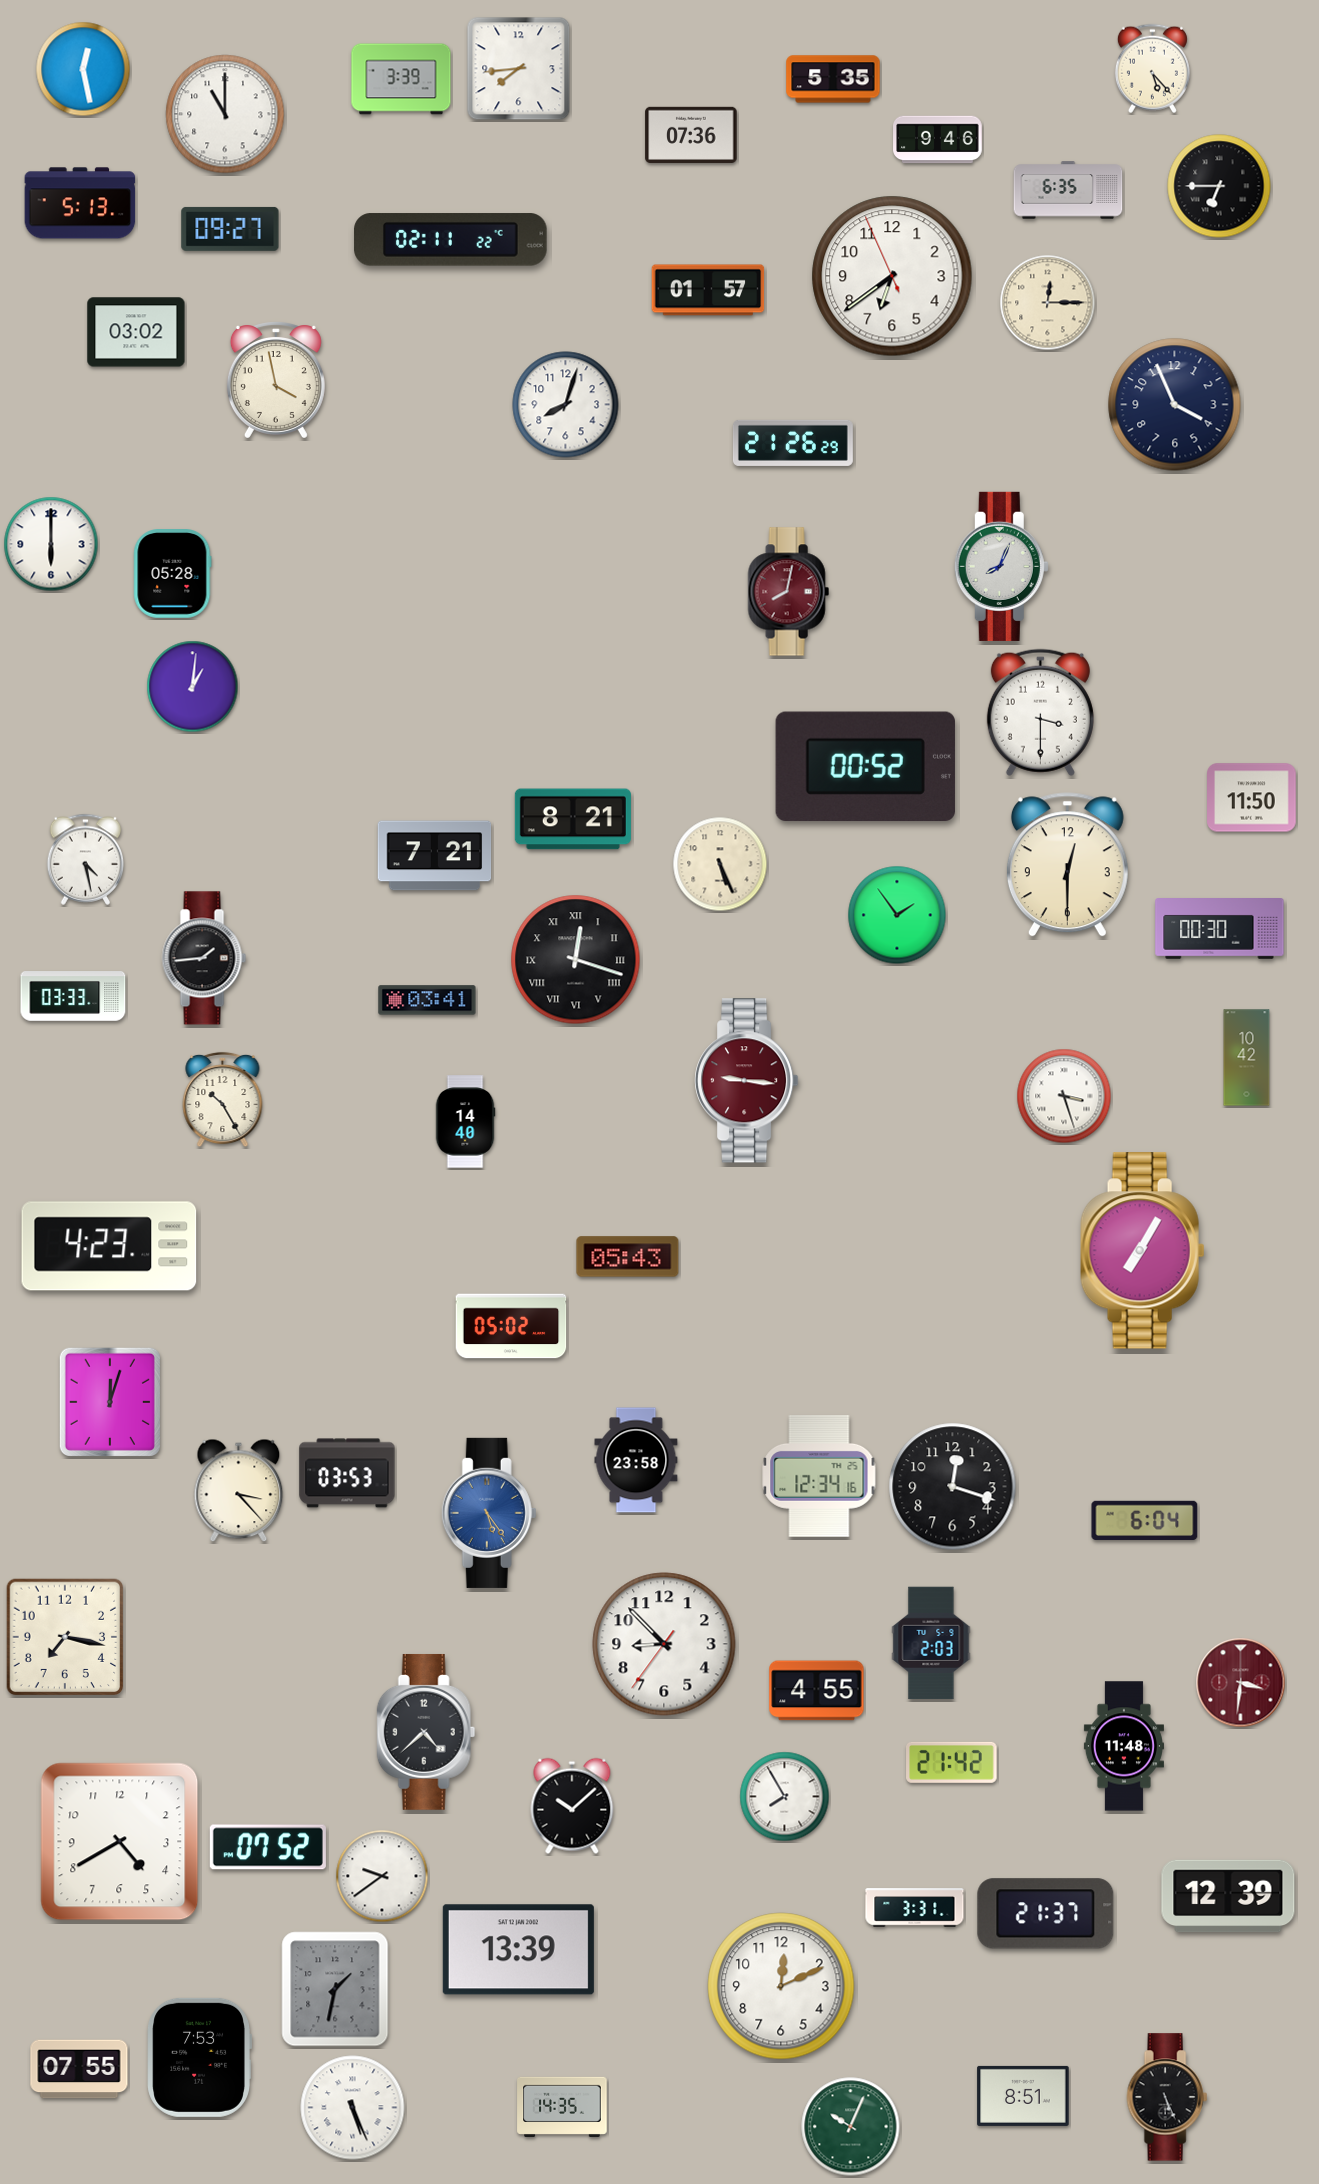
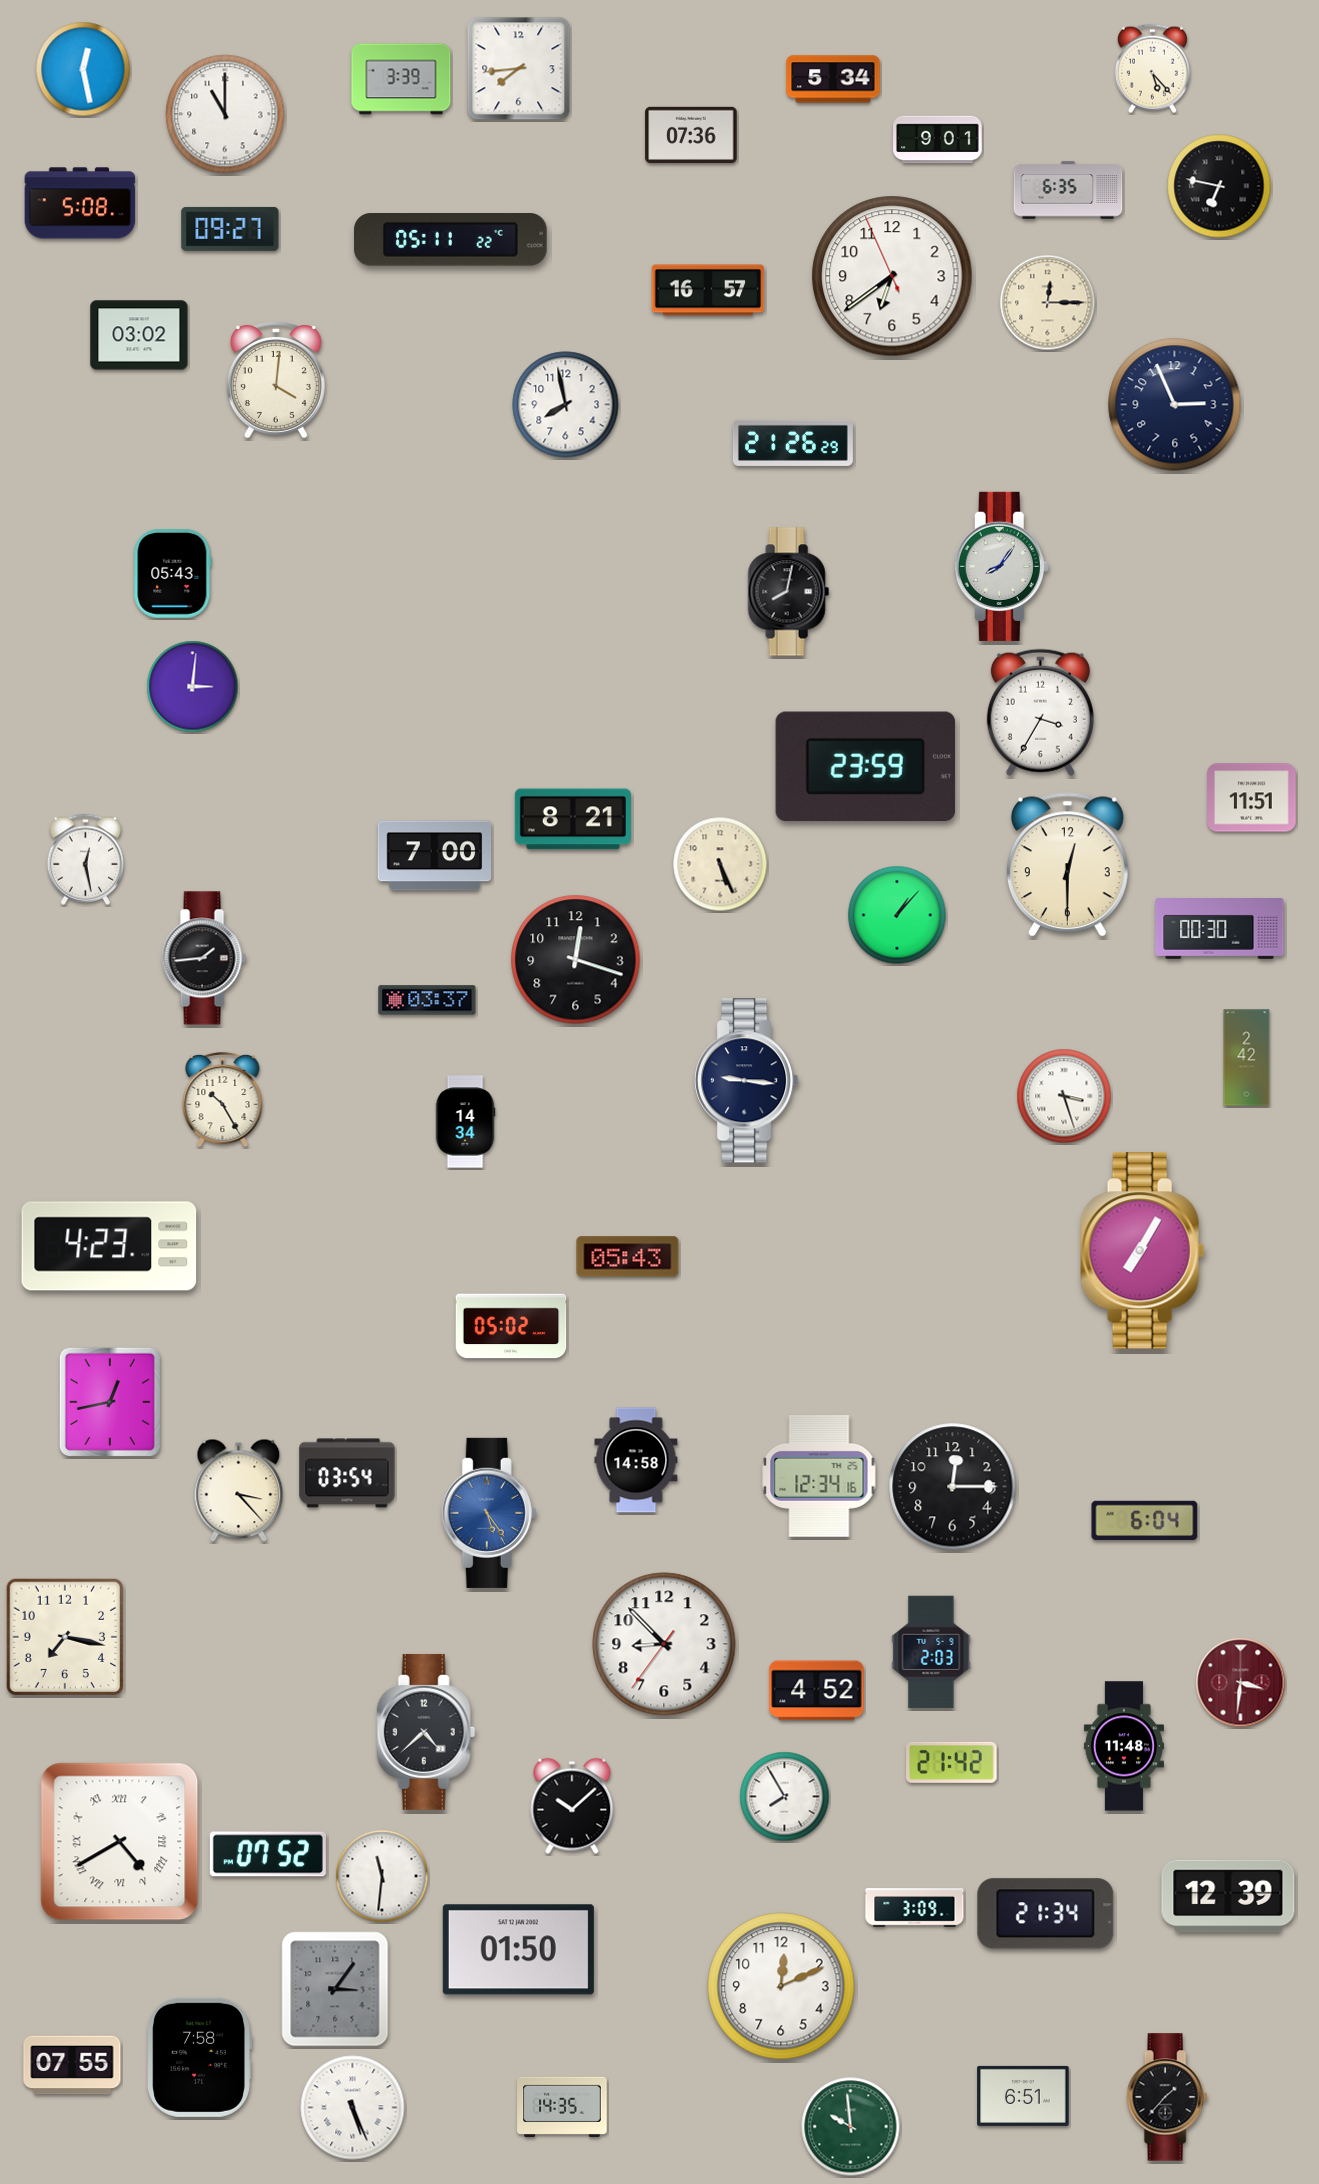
clock at (833, 79): 5:35 -> 5:34
clock at (938, 140): 9:46 -> 9:01
clock at (1219, 186): 6:45 -> 6:47
clock at (80, 203): 5:13 -> 5:08
clock at (451, 240): 02:11 -> 05:11
clock at (708, 290): 01:57 -> 16:57
clock at (136, 332) position: (136, 332) -> (139, 335)
clock at (276, 380): 3:58 -> 4:01
clock at (566, 405): 8:03 -> 7:58
clock at (1175, 405): 3:56 -> 2:56
clock at (51, 544): 6:00 -> none
clock at (1001, 566): 8:04 -> 8:06
clock at (173, 574): 05:28 -> 05:43
clock at (788, 592) dial: burgundy -> black
clock at (193, 687): 1:01 -> 3:01
clock at (1040, 712): 3:30 -> 3:35
clock at (865, 767): 00:52 -> 23:59
clock at (1252, 798): 11:50 -> 11:51
clock at (435, 856): 7:21 -> 7:00
clock at (86, 859): 4:28 -> 12:28
clock at (897, 915): 1:54 -> 1:07
clock at (576, 960) numerals: Roman -> Arabic
clock at (73, 996): 03:33 -> none
clock at (427, 1000): 03:41 -> 03:37
clock at (1247, 1058): 10:42 -> 2:42
clock at (747, 1081) dial: burgundy -> navy
clock at (465, 1122): 14:40 -> 14:34
clock at (110, 1402): 12:03 -> 12:43
clock at (636, 1460): 23:58 -> 14:58
clock at (347, 1473): 03:53 -> 03:54
clock at (953, 1487): 12:18 -> 12:15
clock at (931, 1643) position: (931, 1643) -> (931, 1652)
clock at (817, 1691): 4:55 -> 4:52
clock at (120, 1842) numerals: Arabic -> Roman
clock at (268, 1847) position: (268, 1847) -> (268, 1854)
clock at (382, 1876): 9:39 -> 11:31
clock at (915, 1908): 3:31 -> 3:09
clock at (1046, 1914): 21:37 -> 21:34
clock at (518, 1950): 13:39 -> 01:50
clock at (335, 1989): 1:32 -> 3:06
clock at (199, 2057): 7:53 -> 7:58
clock at (79, 2069) position: (79, 2069) -> (72, 2065)
clock at (1023, 2096): 8:51 -> 6:51
clock at (1167, 2097): 5:26 -> 1:37
clock at (851, 2127): 10:04 -> 9:59
